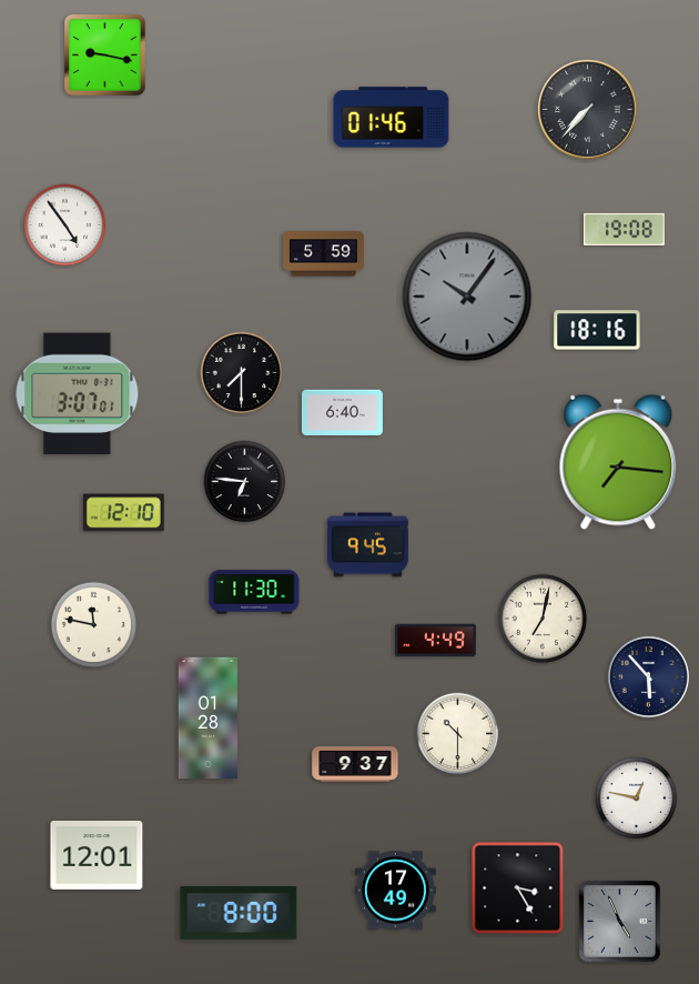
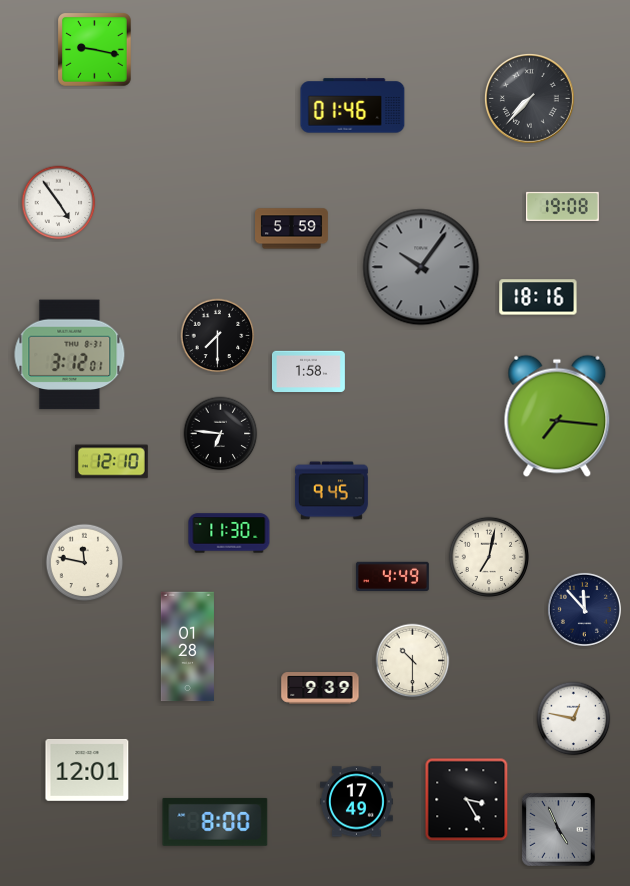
clock at (78, 394): 3:07 -> 3:12
clock at (342, 413): 6:40 -> 1:58
clock at (648, 676): 5:53 -> 11:53
clock at (355, 765): 9:37 -> 9:39
